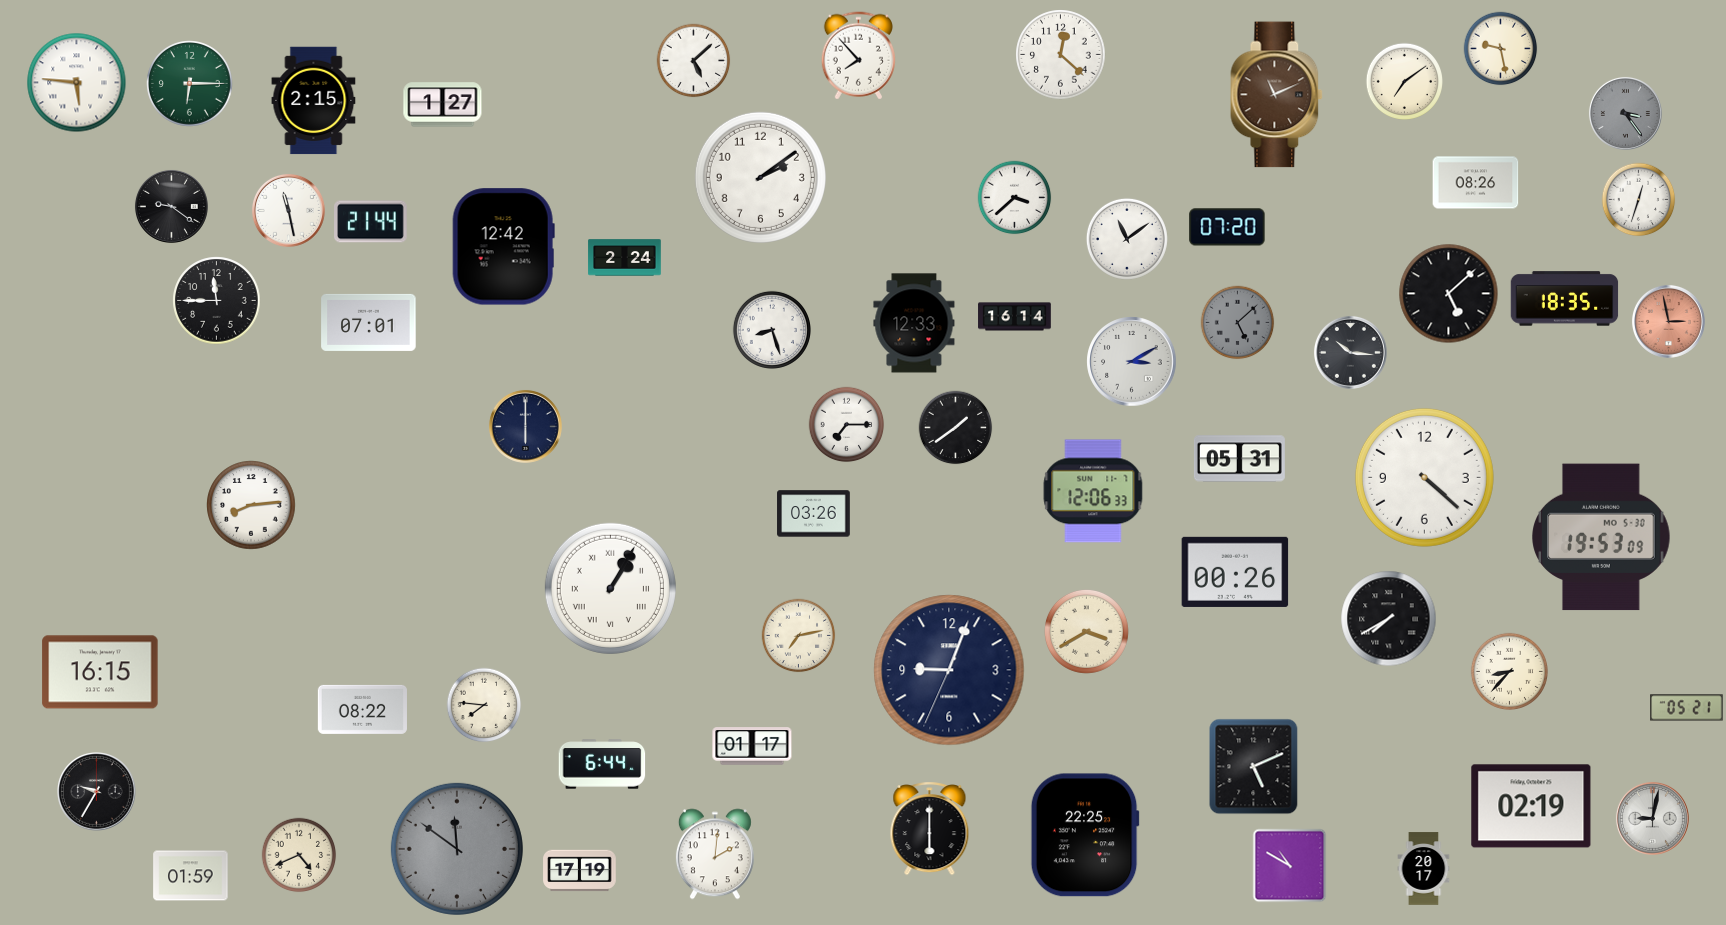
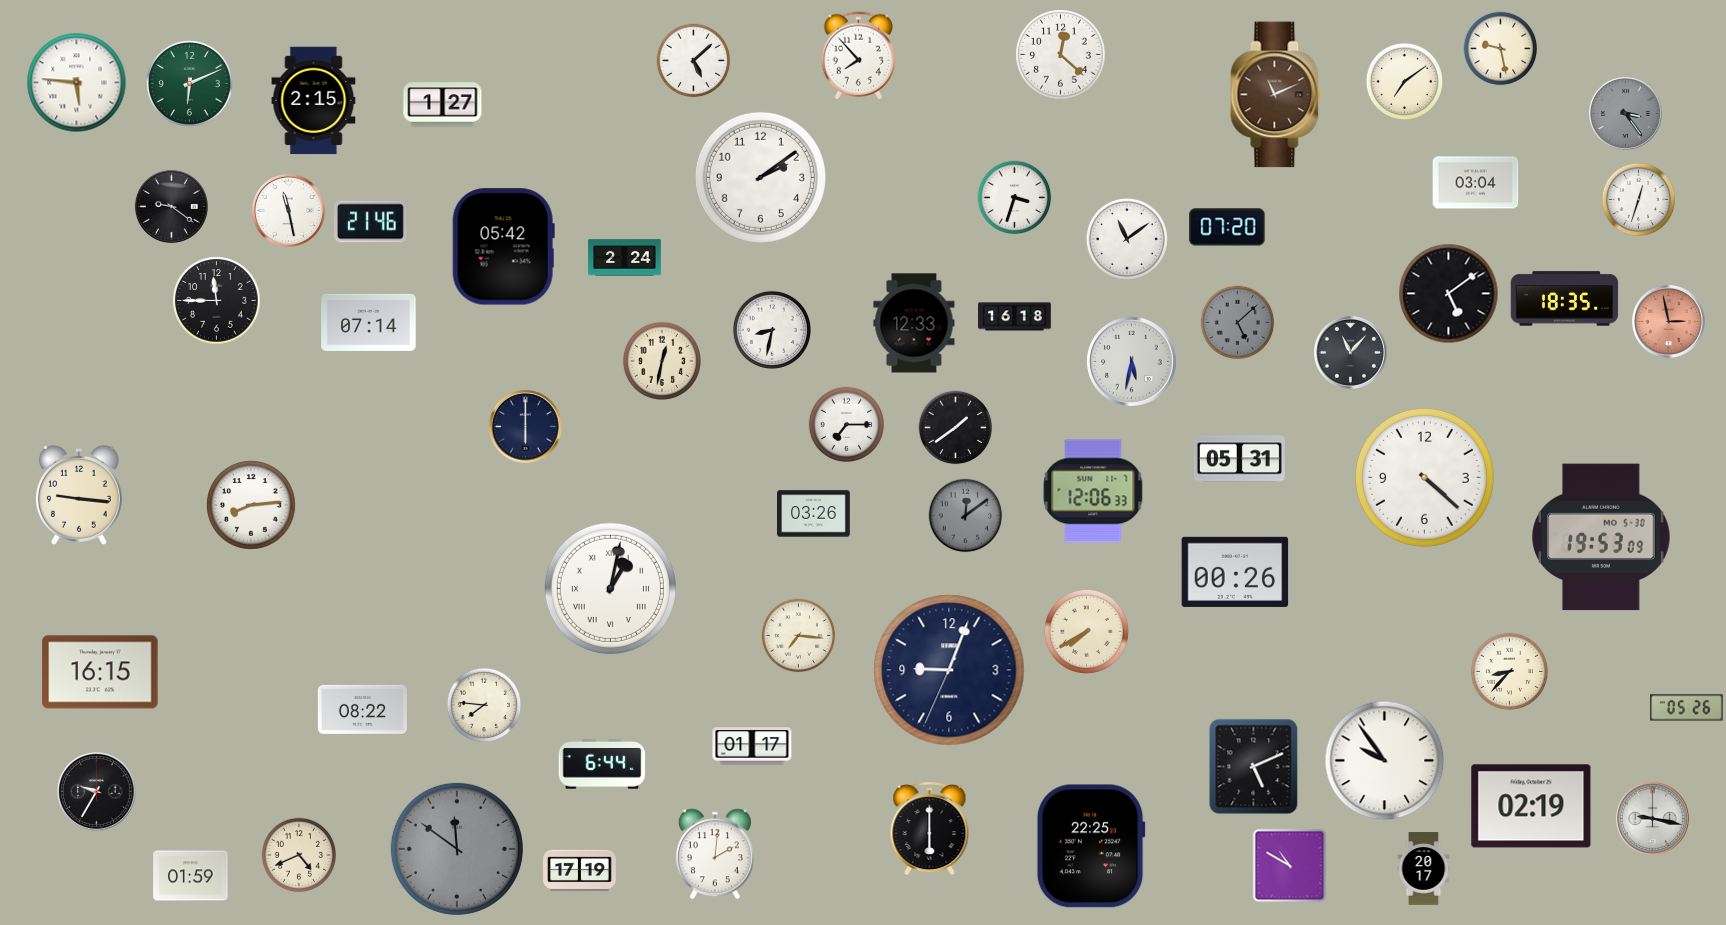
clock at (190, 84): 6:15 -> 6:11
clock at (1476, 183): 08:26 -> 03:04
clock at (1015, 198): 3:38 -> 3:33
clock at (371, 222): 21:44 -> 21:46
clock at (503, 247): 12:42 -> 05:42
clock at (1449, 294): 5:08 -> 5:09
clock at (1015, 317): 16:14 -> 16:18
clock at (369, 322): 07:01 -> 07:14
clock at (772, 330): 8:27 -> 8:32
clock at (1350, 352): 10:16 -> 11:07
clock at (662, 361): none -> 12:32
clock at (1132, 362): 3:10 -> 5:32
clock at (79, 496): none -> 9:16
clock at (966, 516): none -> 12:09
clock at (610, 588): 1:05 -> 1:02
clock at (1389, 619): 7:40 -> none
clock at (1086, 631): 3:40 -> 7:40
clock at (799, 636): 7:13 -> 7:16
clock at (1687, 708): 05:21 -> 05:26
clock at (1385, 761): none -> 9:54
clock at (1652, 818): 9:02 -> 9:17
clock at (1085, 835) position: (1085, 835) -> (1091, 846)
